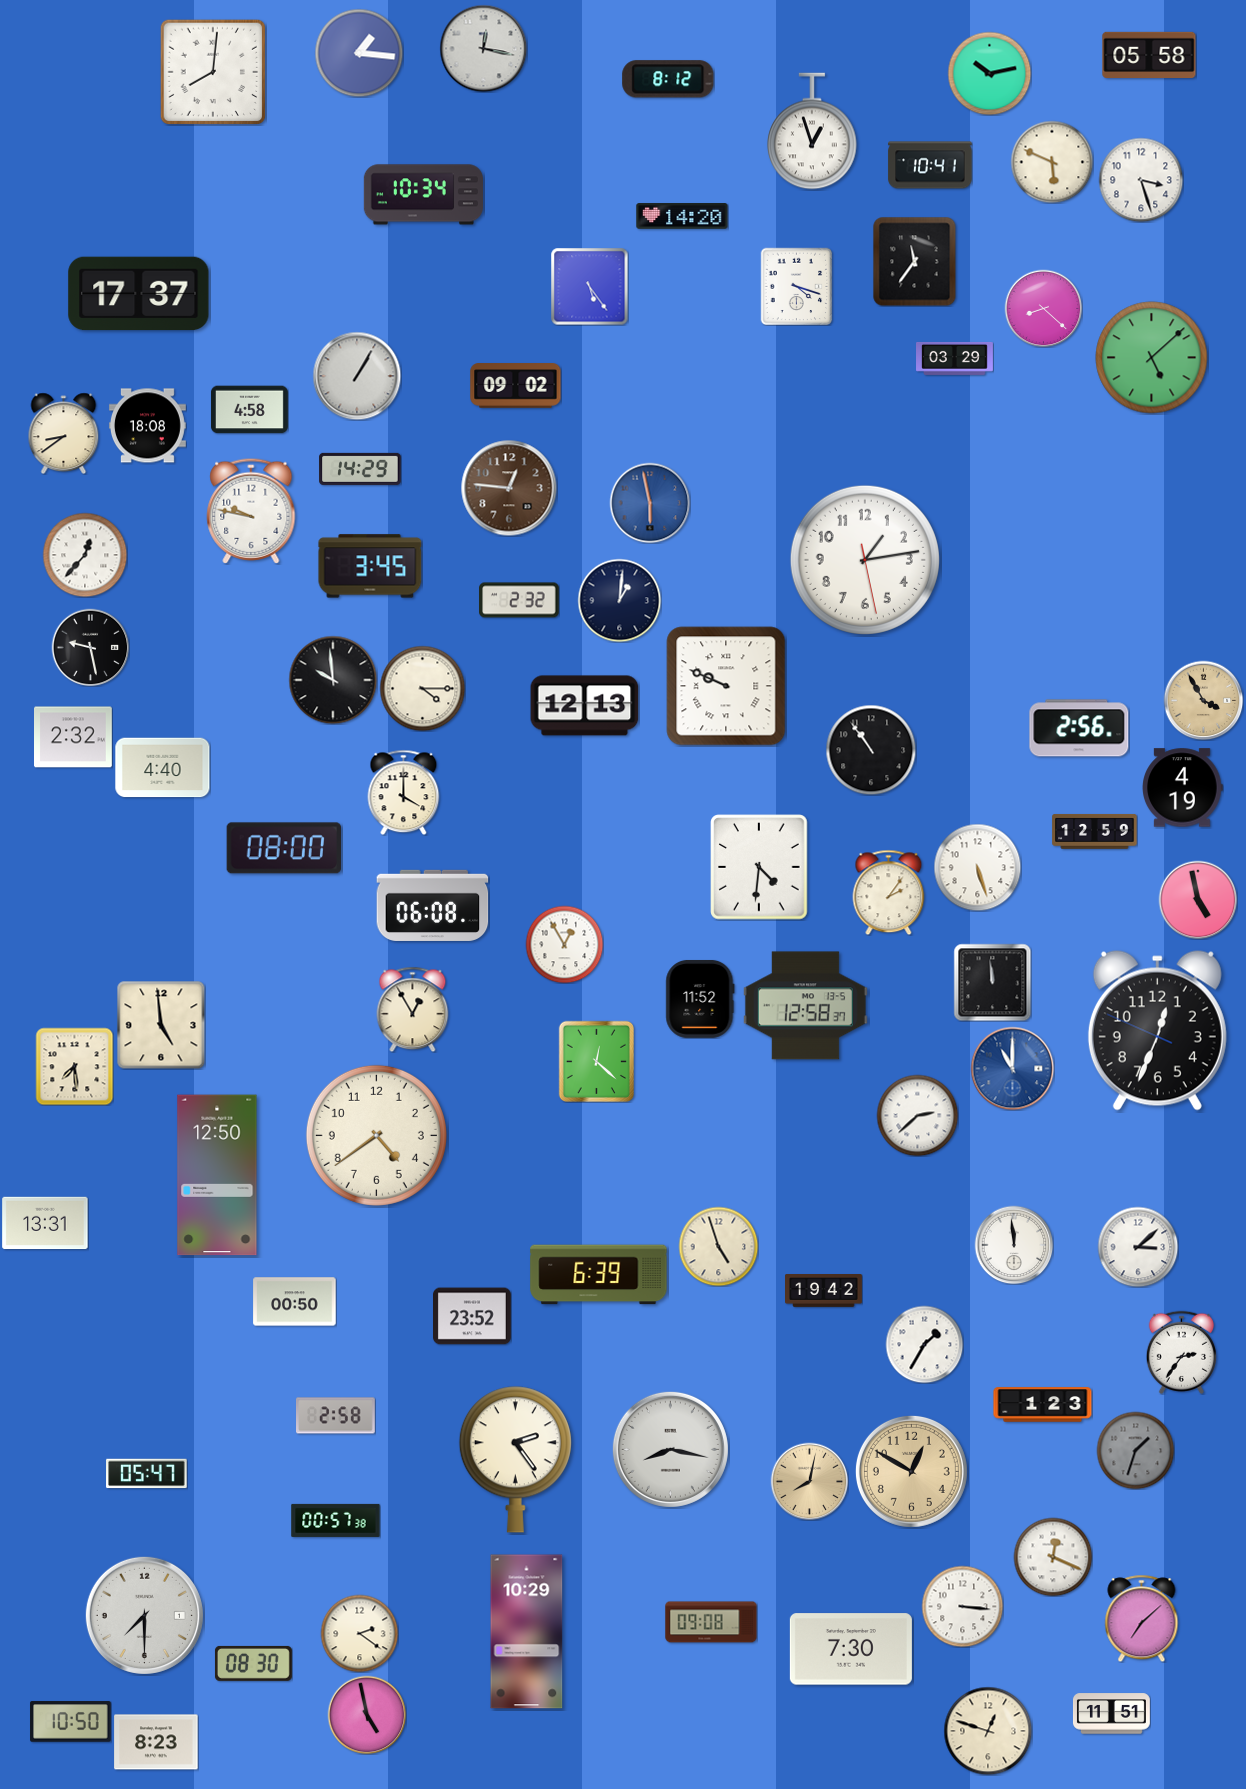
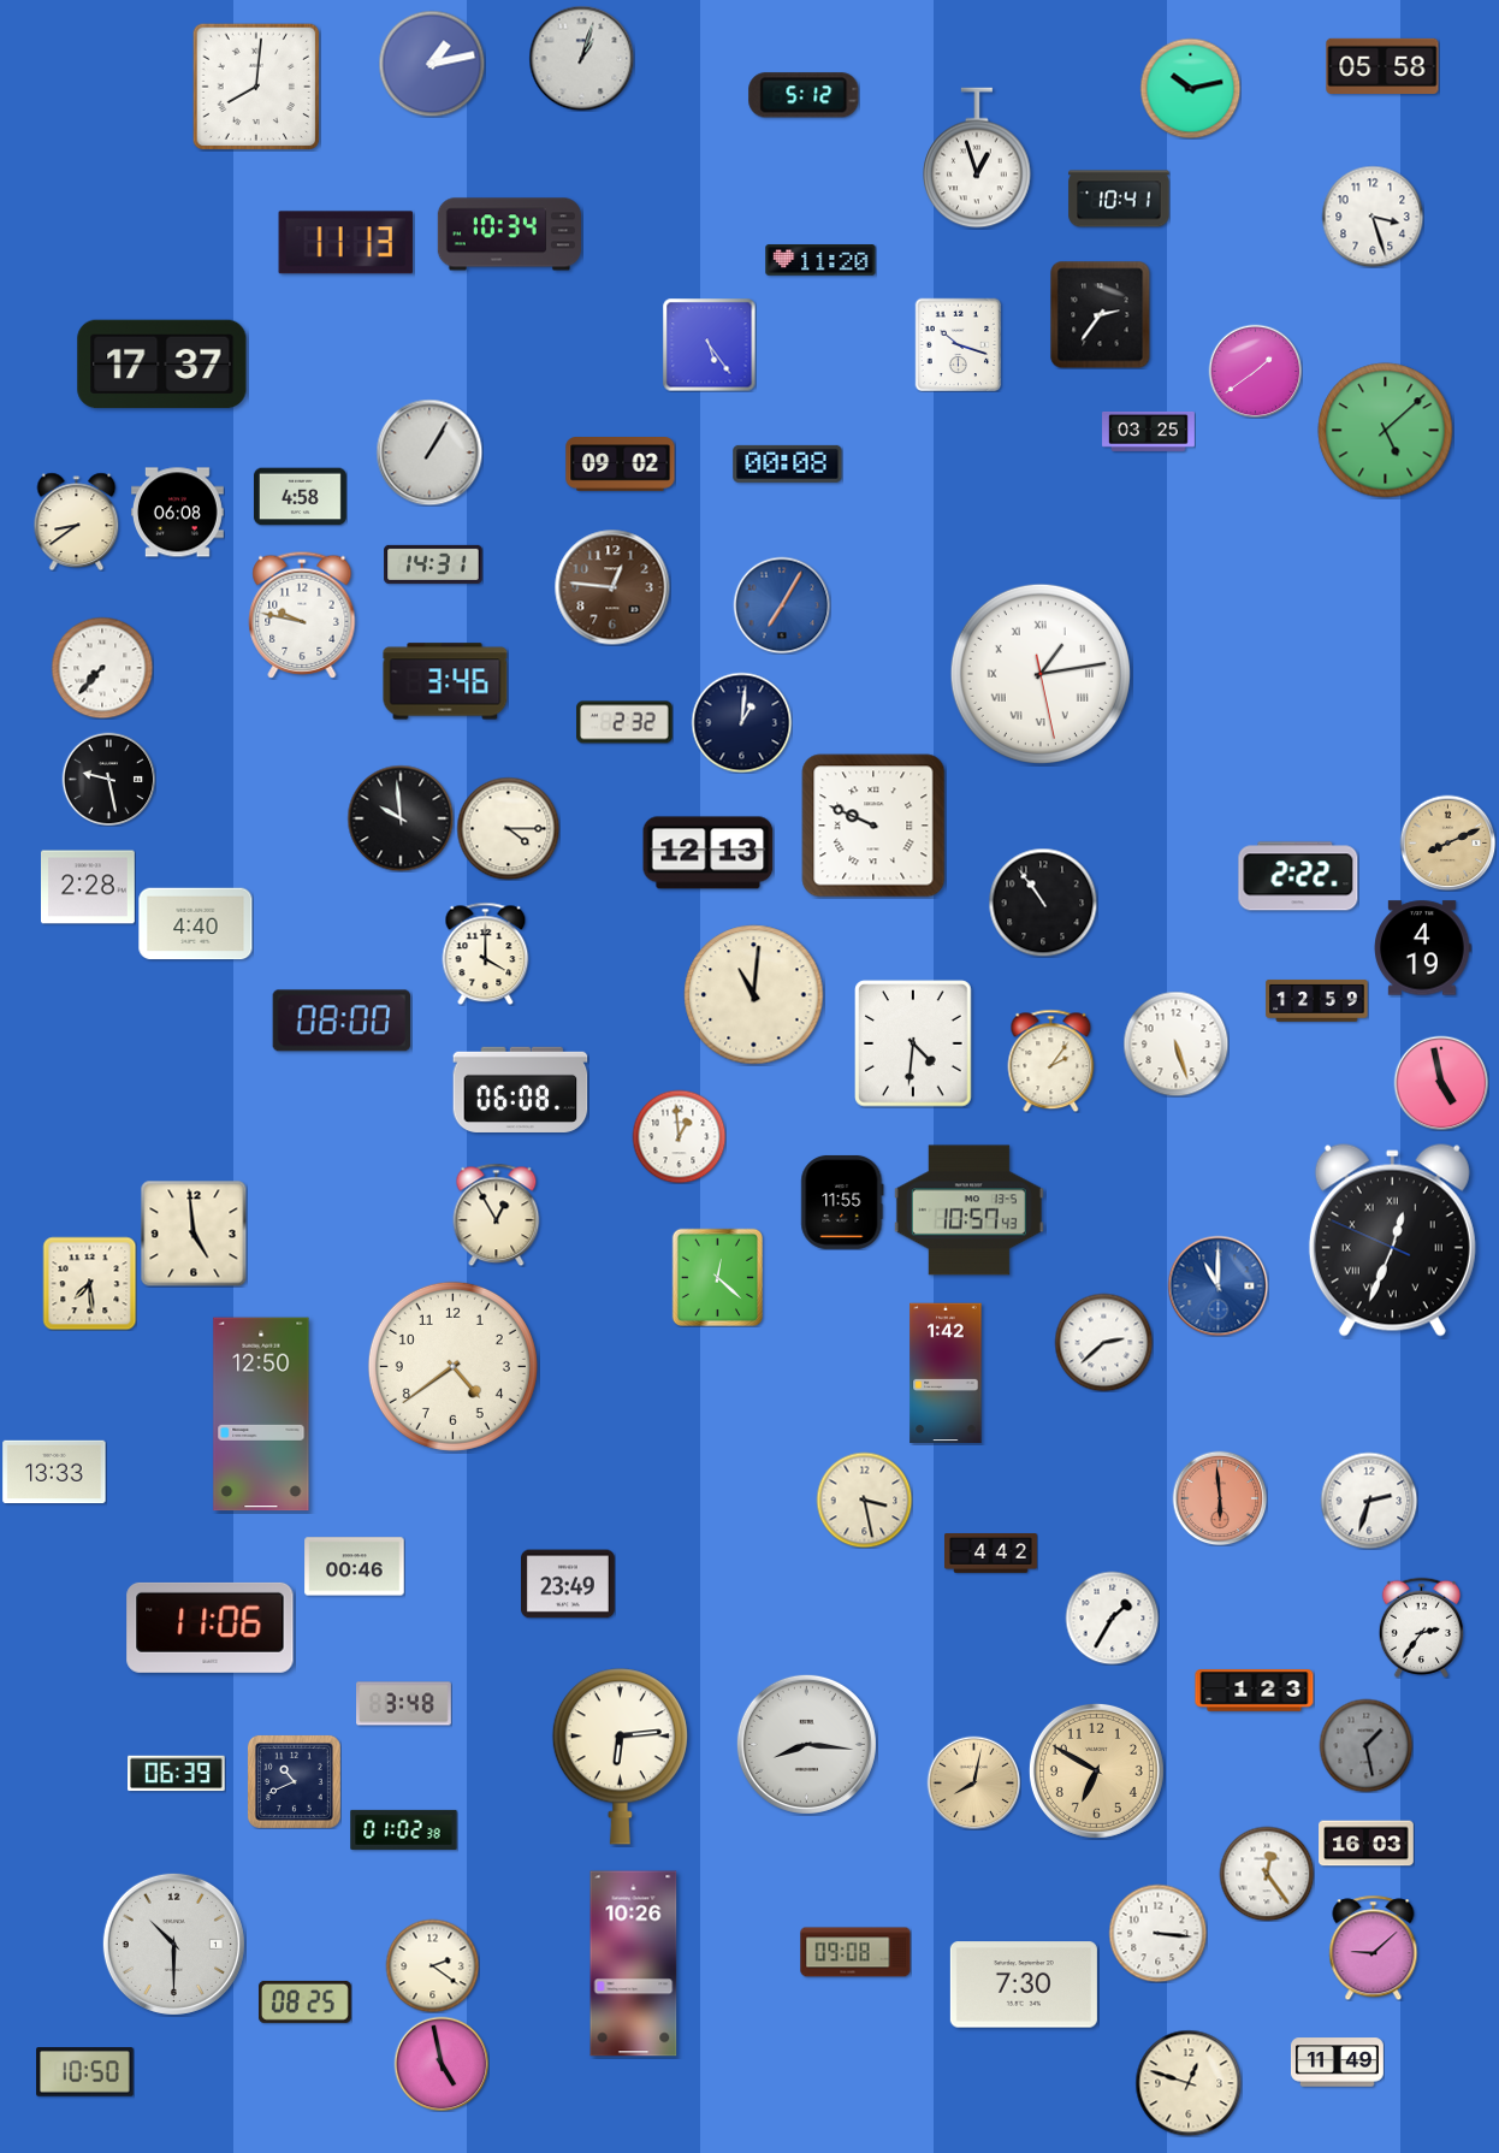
clock at (483, 48): 12:17 -> 1:03
clock at (359, 53): 1:16 -> 1:13
clock at (668, 79): 8:12 -> 5:12
clock at (1052, 162): 5:49 -> none
clock at (346, 243): none -> 11:13
clock at (682, 216): 14:20 -> 11:20
clock at (915, 261): 11:36 -> 2:36
clock at (797, 286): 4:18 -> 10:18
clock at (139, 294) position: (139, 294) -> (162, 365)
clock at (1043, 308): 8:22 -> 1:39
clock at (955, 358): 03:29 -> 03:25
clock at (788, 463): none -> 00:08
clock at (249, 410) position: (249, 410) -> (300, 497)
clock at (147, 426): 18:08 -> 06:08
clock at (360, 469): 14:29 -> 14:31
clock at (650, 503): 5:58 -> 7:05
clock at (85, 555): 12:37 -> 7:37
clock at (865, 560) numerals: Arabic -> Roman
clock at (370, 566): 3:45 -> 3:46
clock at (619, 600) position: (619, 600) -> (741, 722)
clock at (1203, 700): 3:55 -> 8:11
clock at (585, 706) position: (585, 706) -> (709, 853)
clock at (1079, 728): 2:56 -> 2:22
clock at (74, 737): 2:32 -> 2:28
clock at (871, 750) position: (871, 750) -> (1043, 903)
clock at (754, 995): none -> 11:01
clock at (889, 892) position: (889, 892) -> (1051, 1060)
clock at (564, 944): 12:55 -> 12:59
clock at (992, 982): 11:59 -> none
clock at (700, 999): 11:52 -> 11:55
clock at (805, 1006): 12:58 -> 10:57
clock at (1157, 1031) numerals: Arabic -> Roman
clock at (946, 1373): none -> 1:42
clock at (45, 1223): 13:31 -> 13:33
clock at (1014, 1245): 11:59 -> 5:59
clock at (1014, 1245) dial: white -> salmon
clock at (718, 1246): 4:57 -> 3:28
clock at (1138, 1247): 3:08 -> 2:33
clock at (599, 1275): 6:39 -> none
clock at (824, 1291): 19:42 -> 4:42
clock at (295, 1302): 00:50 -> 00:46
clock at (473, 1316): 23:52 -> 23:49
clock at (211, 1627): none -> 11:06
clock at (336, 1416): 2:58 -> 3:48
clock at (670, 1449): 8:17 -> 8:16
clock at (1135, 1450): 1:33 -> 1:28
clock at (515, 1460): 2:24 -> 6:14
clock at (911, 1471): 12:50 -> 6:50
clock at (147, 1474): 05:47 -> 06:39
clock at (294, 1781): none -> 10:41
clock at (336, 1520): 00:57 -> 01:02
clock at (1367, 1844): none -> 16:03
clock at (1053, 1557): 12:19 -> 12:24
clock at (144, 1615): 7:30 -> 10:30
clock at (1142, 1618): 7:08 -> 9:08
clock at (527, 1632): 10:29 -> 10:26
clock at (253, 1663): 08:30 -> 08:25
clock at (1111, 1714): 11:51 -> 11:49
clock at (156, 1742): 8:23 -> none
